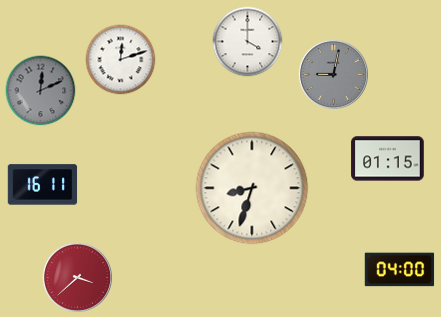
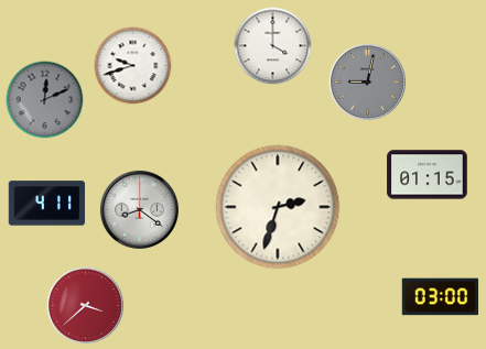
clock at (121, 60): 12:12 -> 9:42
clock at (43, 185): 16:11 -> 4:11
clock at (252, 188): 8:33 -> 2:33
clock at (139, 209): none -> 8:21
clock at (400, 270): 04:00 -> 03:00
